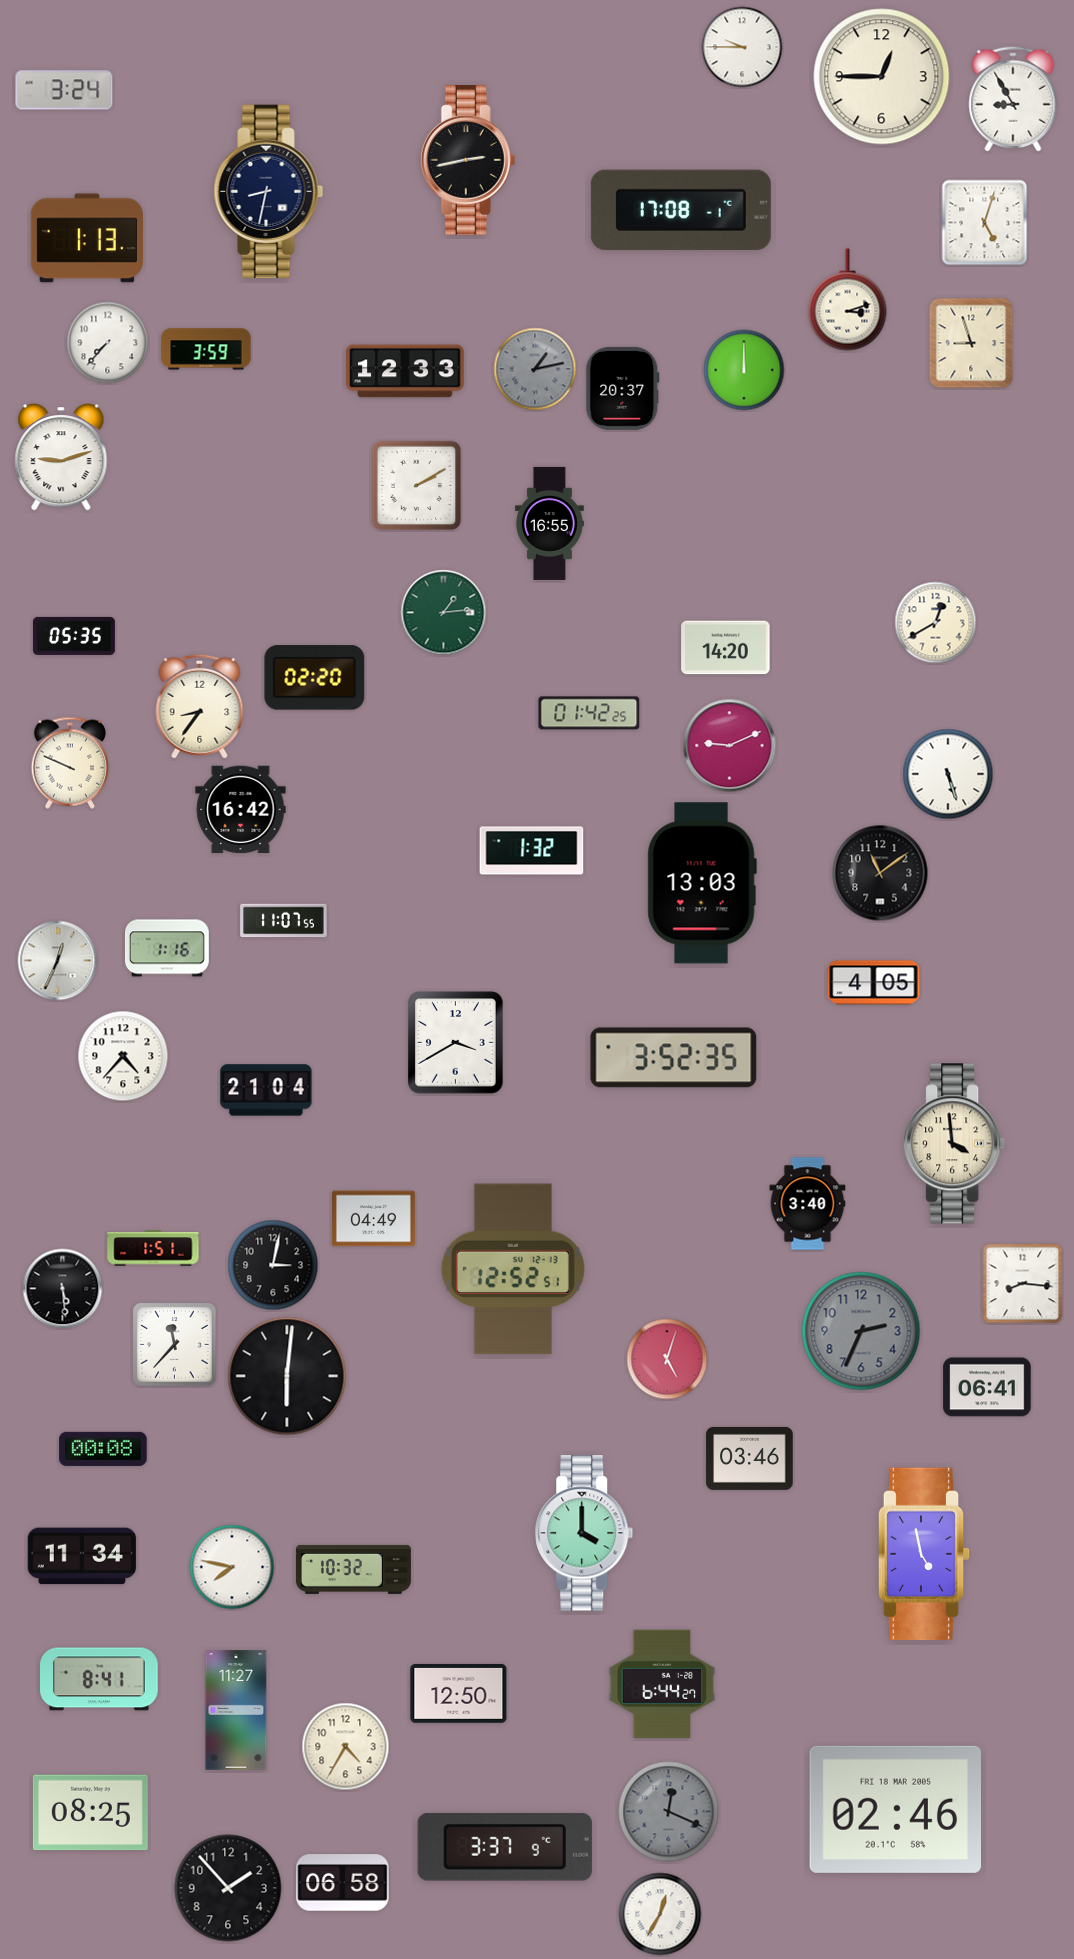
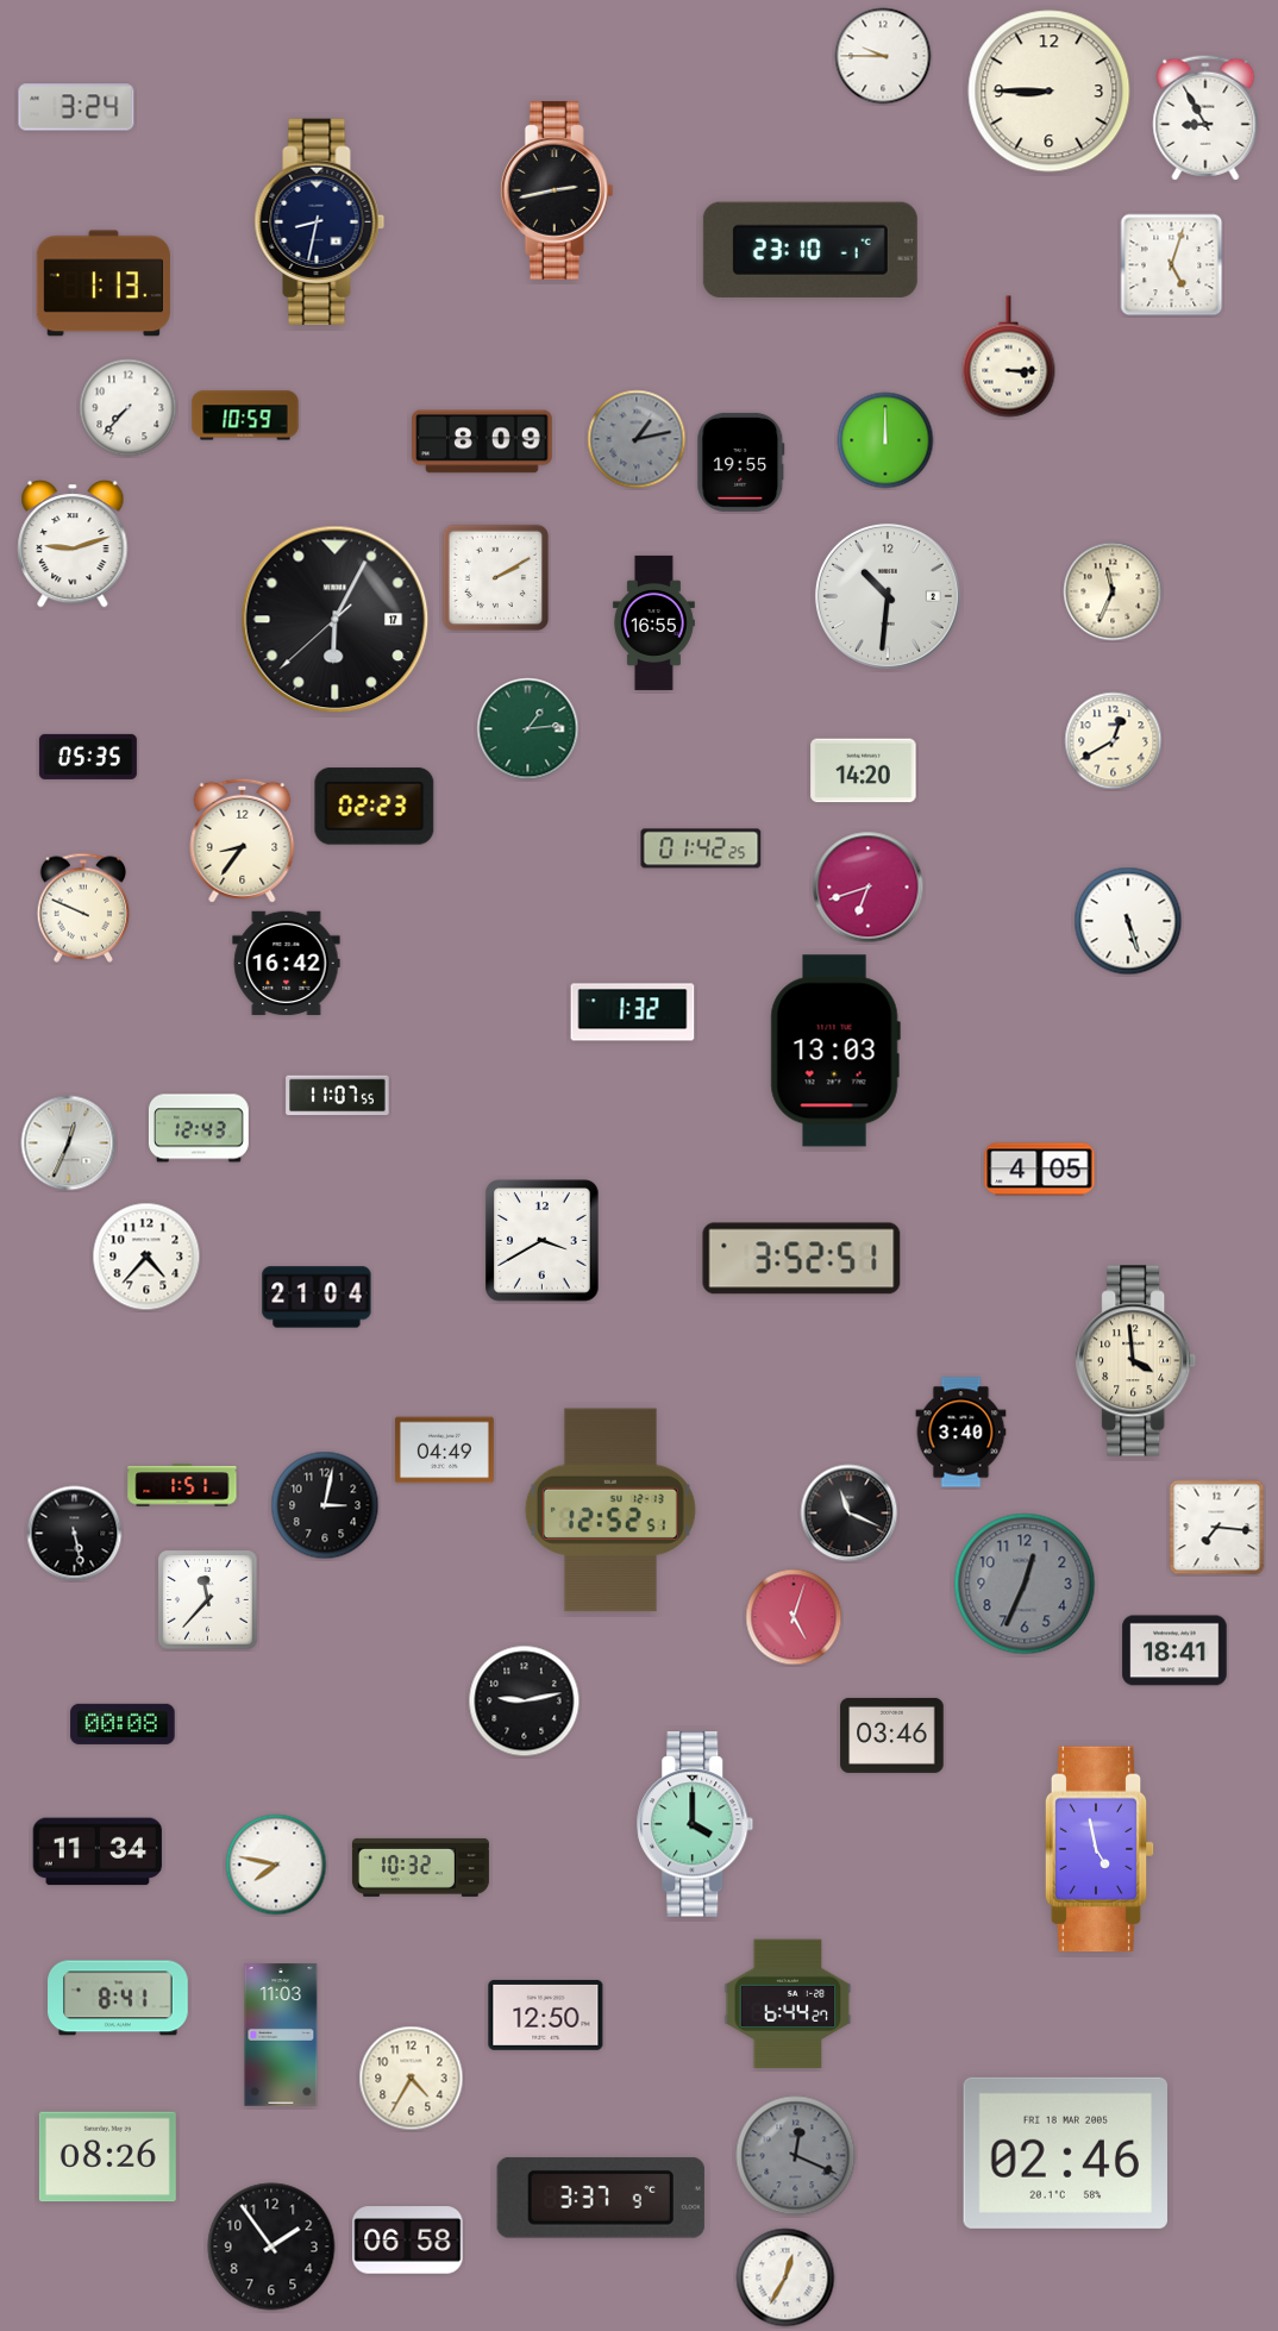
clock at (882, 77): 12:45 -> 8:45
clock at (269, 191) position: (269, 191) -> (320, 221)
clock at (681, 210): 17:08 -> 23:10
clock at (848, 300): 3:12 -> 3:15
clock at (971, 343): 8:57 -> none
clock at (206, 349): 3:59 -> 10:59
clock at (406, 371): 12:33 -> 8:09
clock at (623, 388): 20:37 -> 19:55
clock at (1113, 591): none -> 11:34
clock at (888, 596): none -> 10:31
clock at (336, 620): none -> 6:04
clock at (315, 678): 02:20 -> 02:23
clock at (200, 706) position: (200, 706) -> (243, 840)
clock at (730, 746): 9:11 -> 6:42
clock at (880, 873): 11:09 -> none
clock at (167, 948): 1:16 -> 12:43
clock at (674, 1058): 3:52:35 -> 3:52:51
clock at (850, 1514): none -> 11:19
clock at (1023, 1284): 8:16 -> 7:16
clock at (63, 1289): 5:29 -> 5:28
clock at (861, 1331): 2:34 -> 12:34
clock at (287, 1376): 6:01 -> none
clock at (987, 1387): 06:41 -> 18:41
clock at (525, 1702): none -> 9:13
clock at (236, 1710): 11:27 -> 11:03
clock at (90, 1813): 08:25 -> 08:26
clock at (228, 1888): 1:53 -> 1:54
